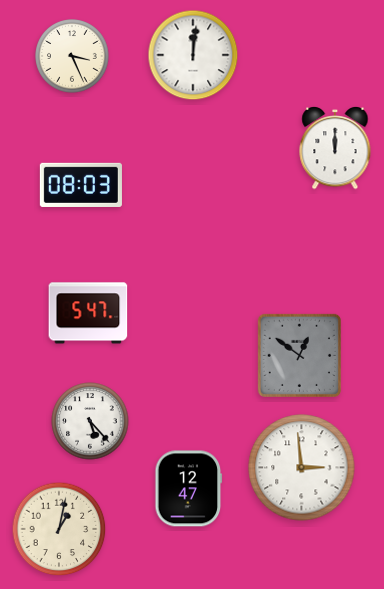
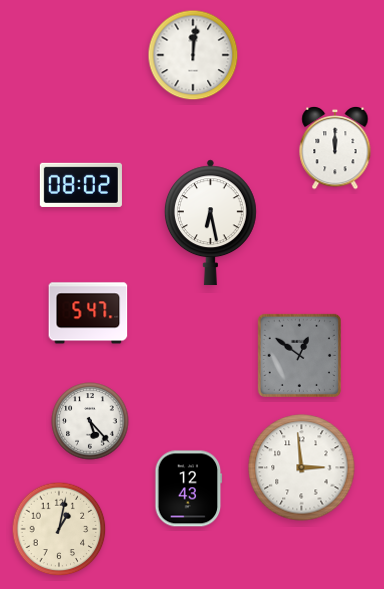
clock at (73, 57): 3:26 -> none
clock at (81, 185): 08:03 -> 08:02
clock at (210, 223): none -> 6:28
clock at (189, 489): 12:47 -> 12:43
